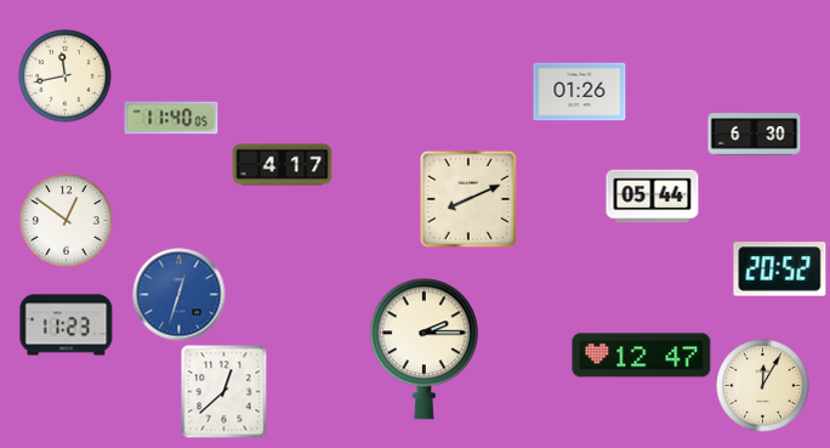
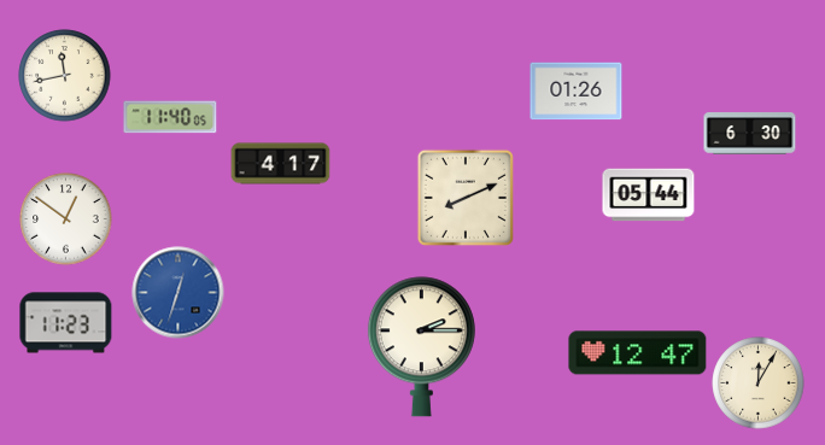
clock at (780, 270): 20:52 -> none
clock at (224, 391): 12:38 -> none
